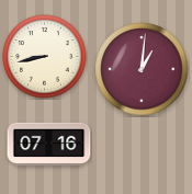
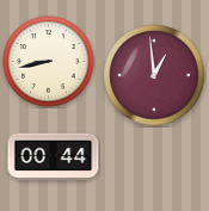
clock at (142, 69): 1:01 -> 12:59
clock at (49, 145): 07:16 -> 00:44
